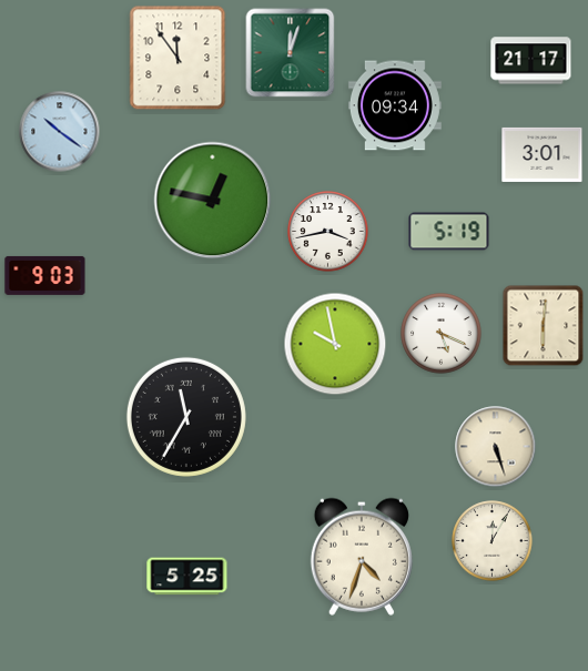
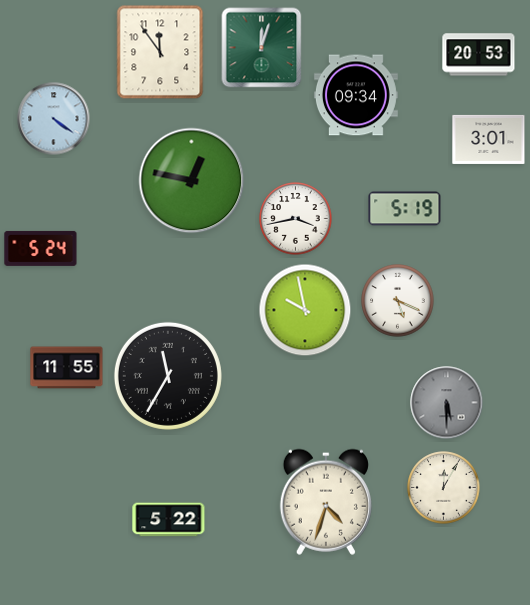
clock at (531, 61): 21:17 -> 20:53
clock at (60, 132): 10:21 -> 4:21
clock at (328, 232) position: (328, 232) -> (296, 219)
clock at (45, 275): 9:03 -> 5:24
clock at (544, 326): 6:01 -> none
clock at (335, 344) position: (335, 344) -> (305, 310)
clock at (67, 368): none -> 11:55
clock at (496, 447): 5:27 -> 5:30
clock at (496, 447) dial: cream -> grey
clock at (187, 577): 5:25 -> 5:22
